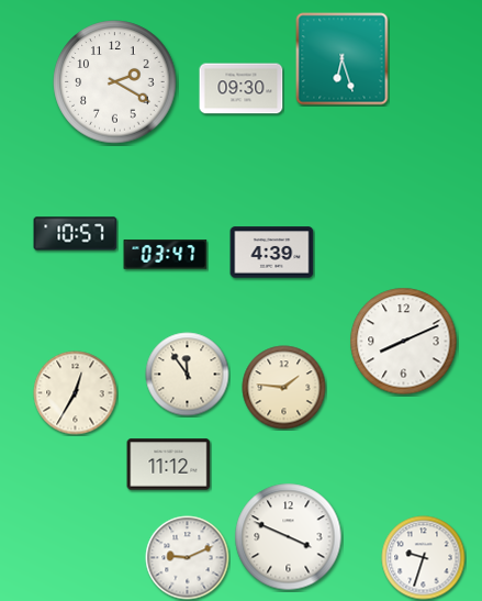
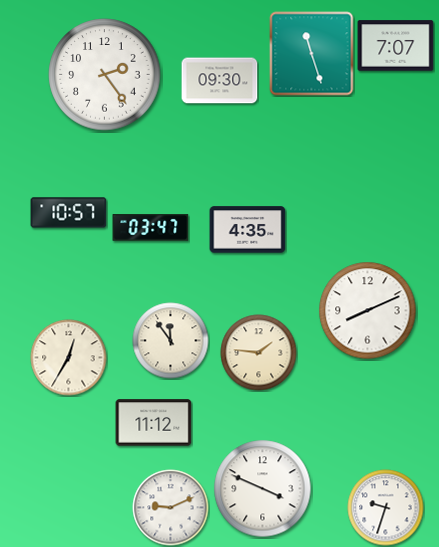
clock at (396, 46): none -> 7:07
clock at (343, 59): 6:27 -> 11:27
clock at (115, 82): 2:20 -> 2:24
clock at (272, 253): 4:39 -> 4:35
clock at (166, 255) position: (166, 255) -> (151, 228)
